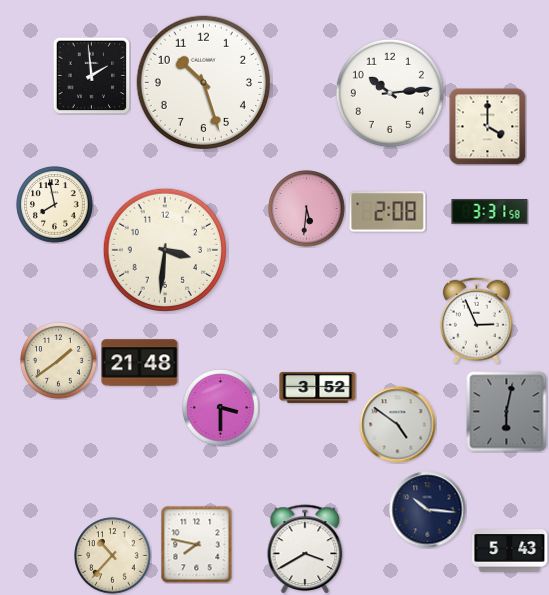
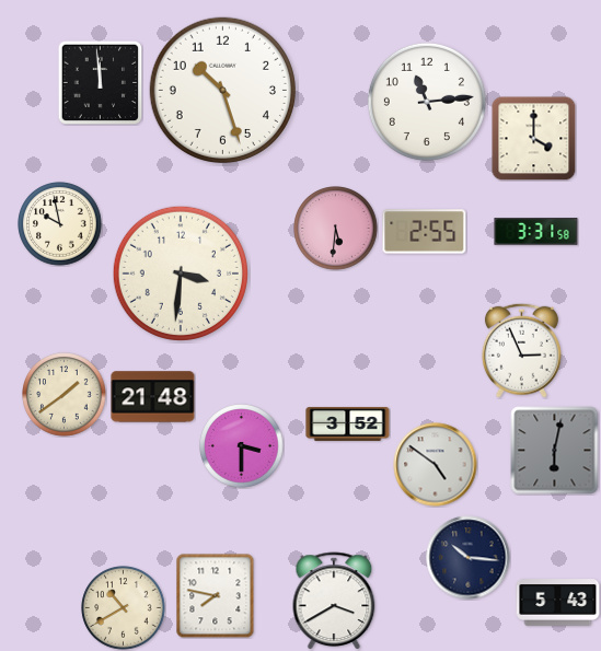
clock at (91, 75): 1:59 -> 11:59
clock at (390, 93): 10:14 -> 11:14
clock at (55, 205): 7:58 -> 9:58
clock at (388, 212): 2:08 -> 2:55
clock at (113, 556): 10:37 -> 10:40
